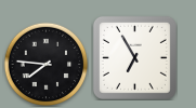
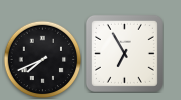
clock at (45, 64): 7:46 -> 7:41
